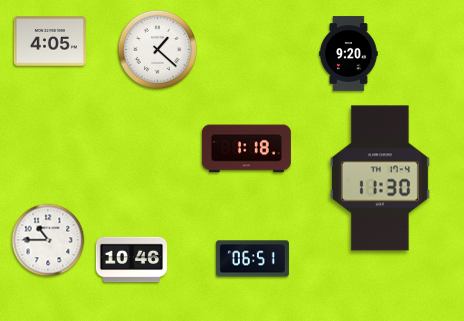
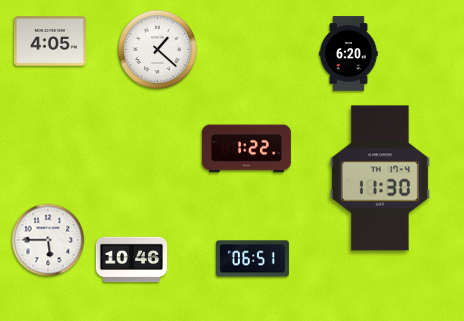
clock at (349, 54): 9:20 -> 6:20
clock at (246, 149): 1:18 -> 1:22
clock at (48, 240): 10:45 -> 5:45
